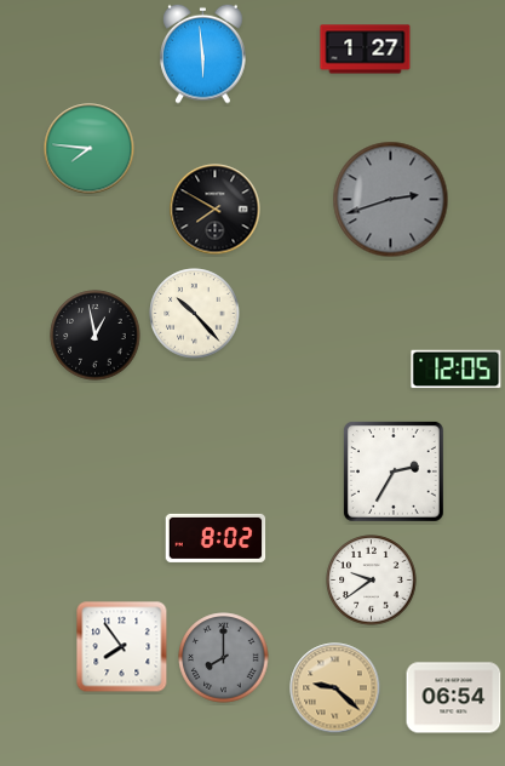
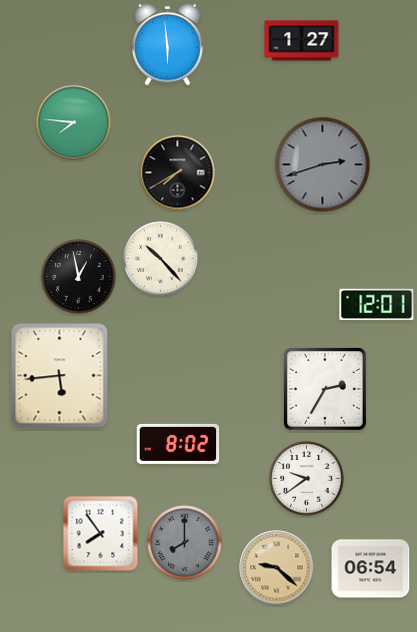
clock at (216, 210): 7:50 -> 7:40
clock at (457, 370): 12:05 -> 12:01
clock at (60, 376): none -> 5:44
clock at (454, 698) position: (454, 698) -> (371, 569)
